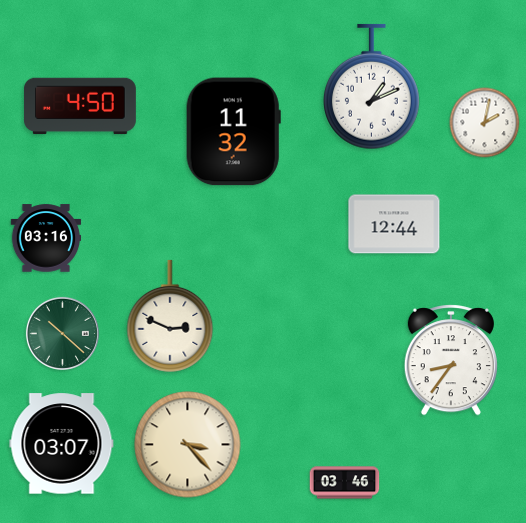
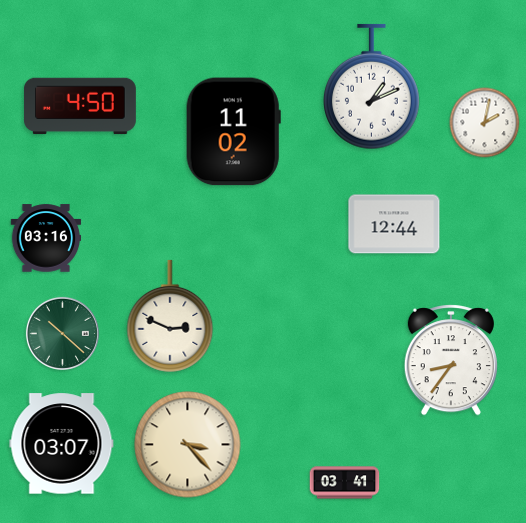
clock at (233, 132): 11:32 -> 11:02
clock at (345, 483): 03:46 -> 03:41
